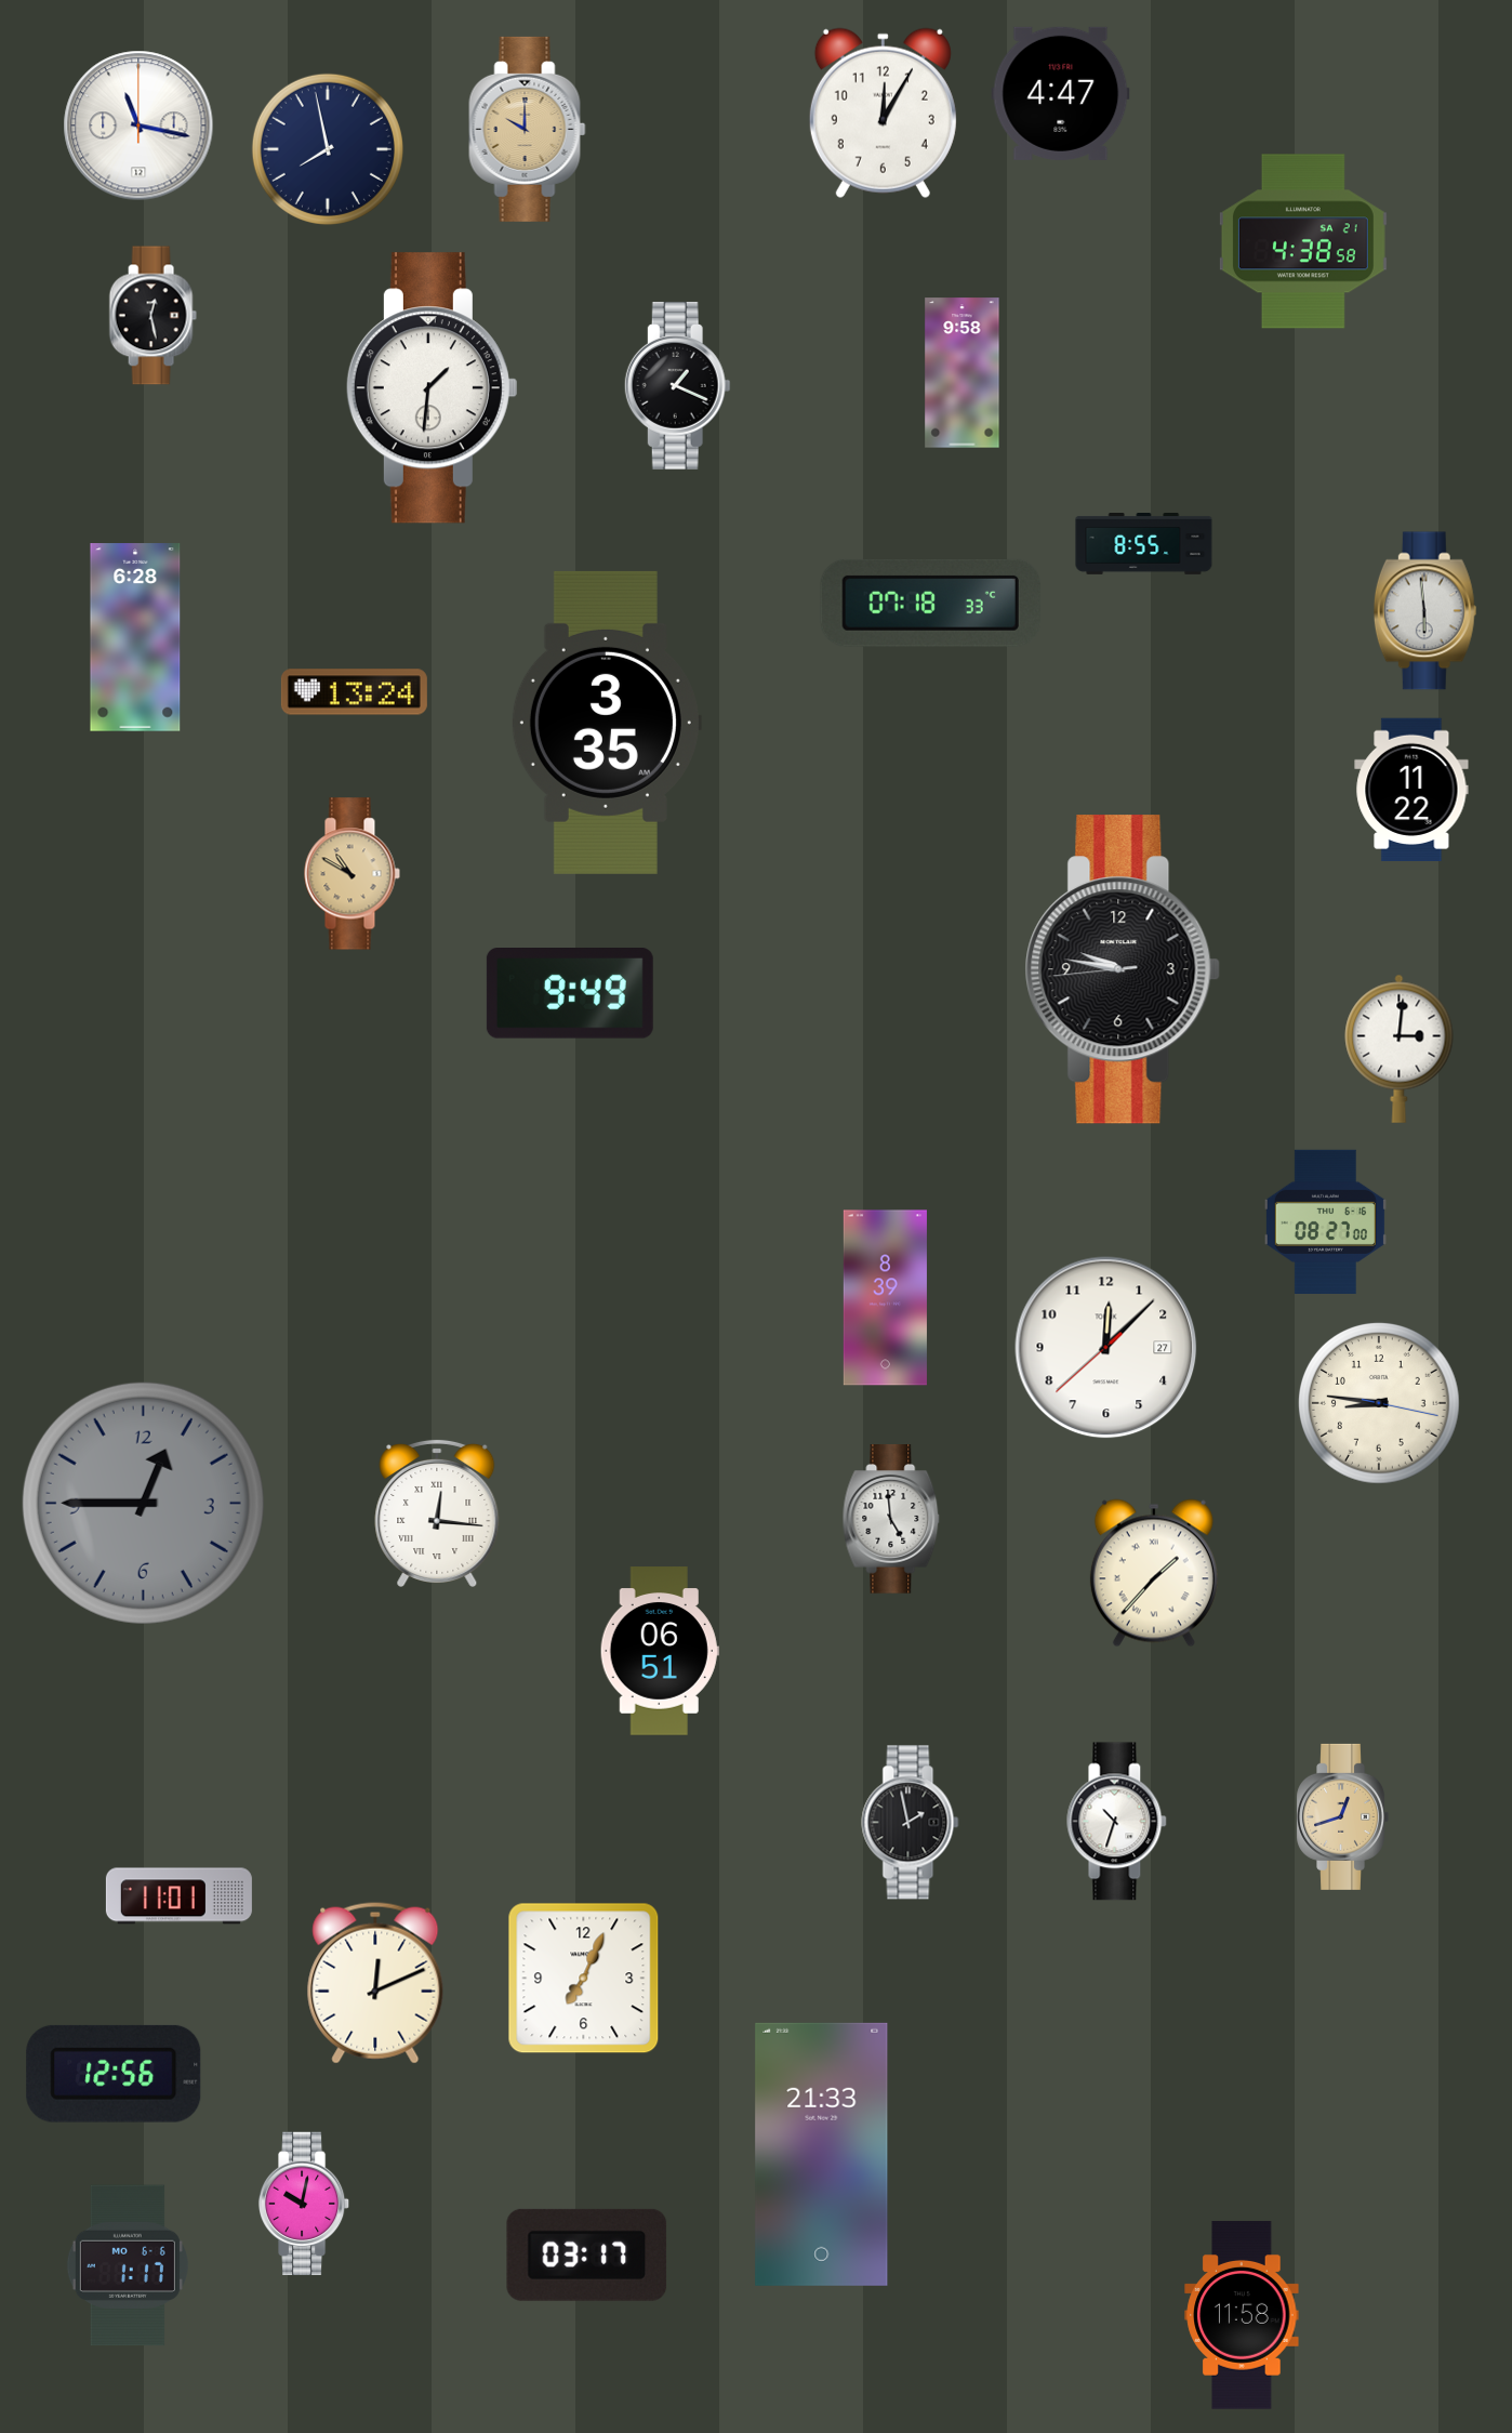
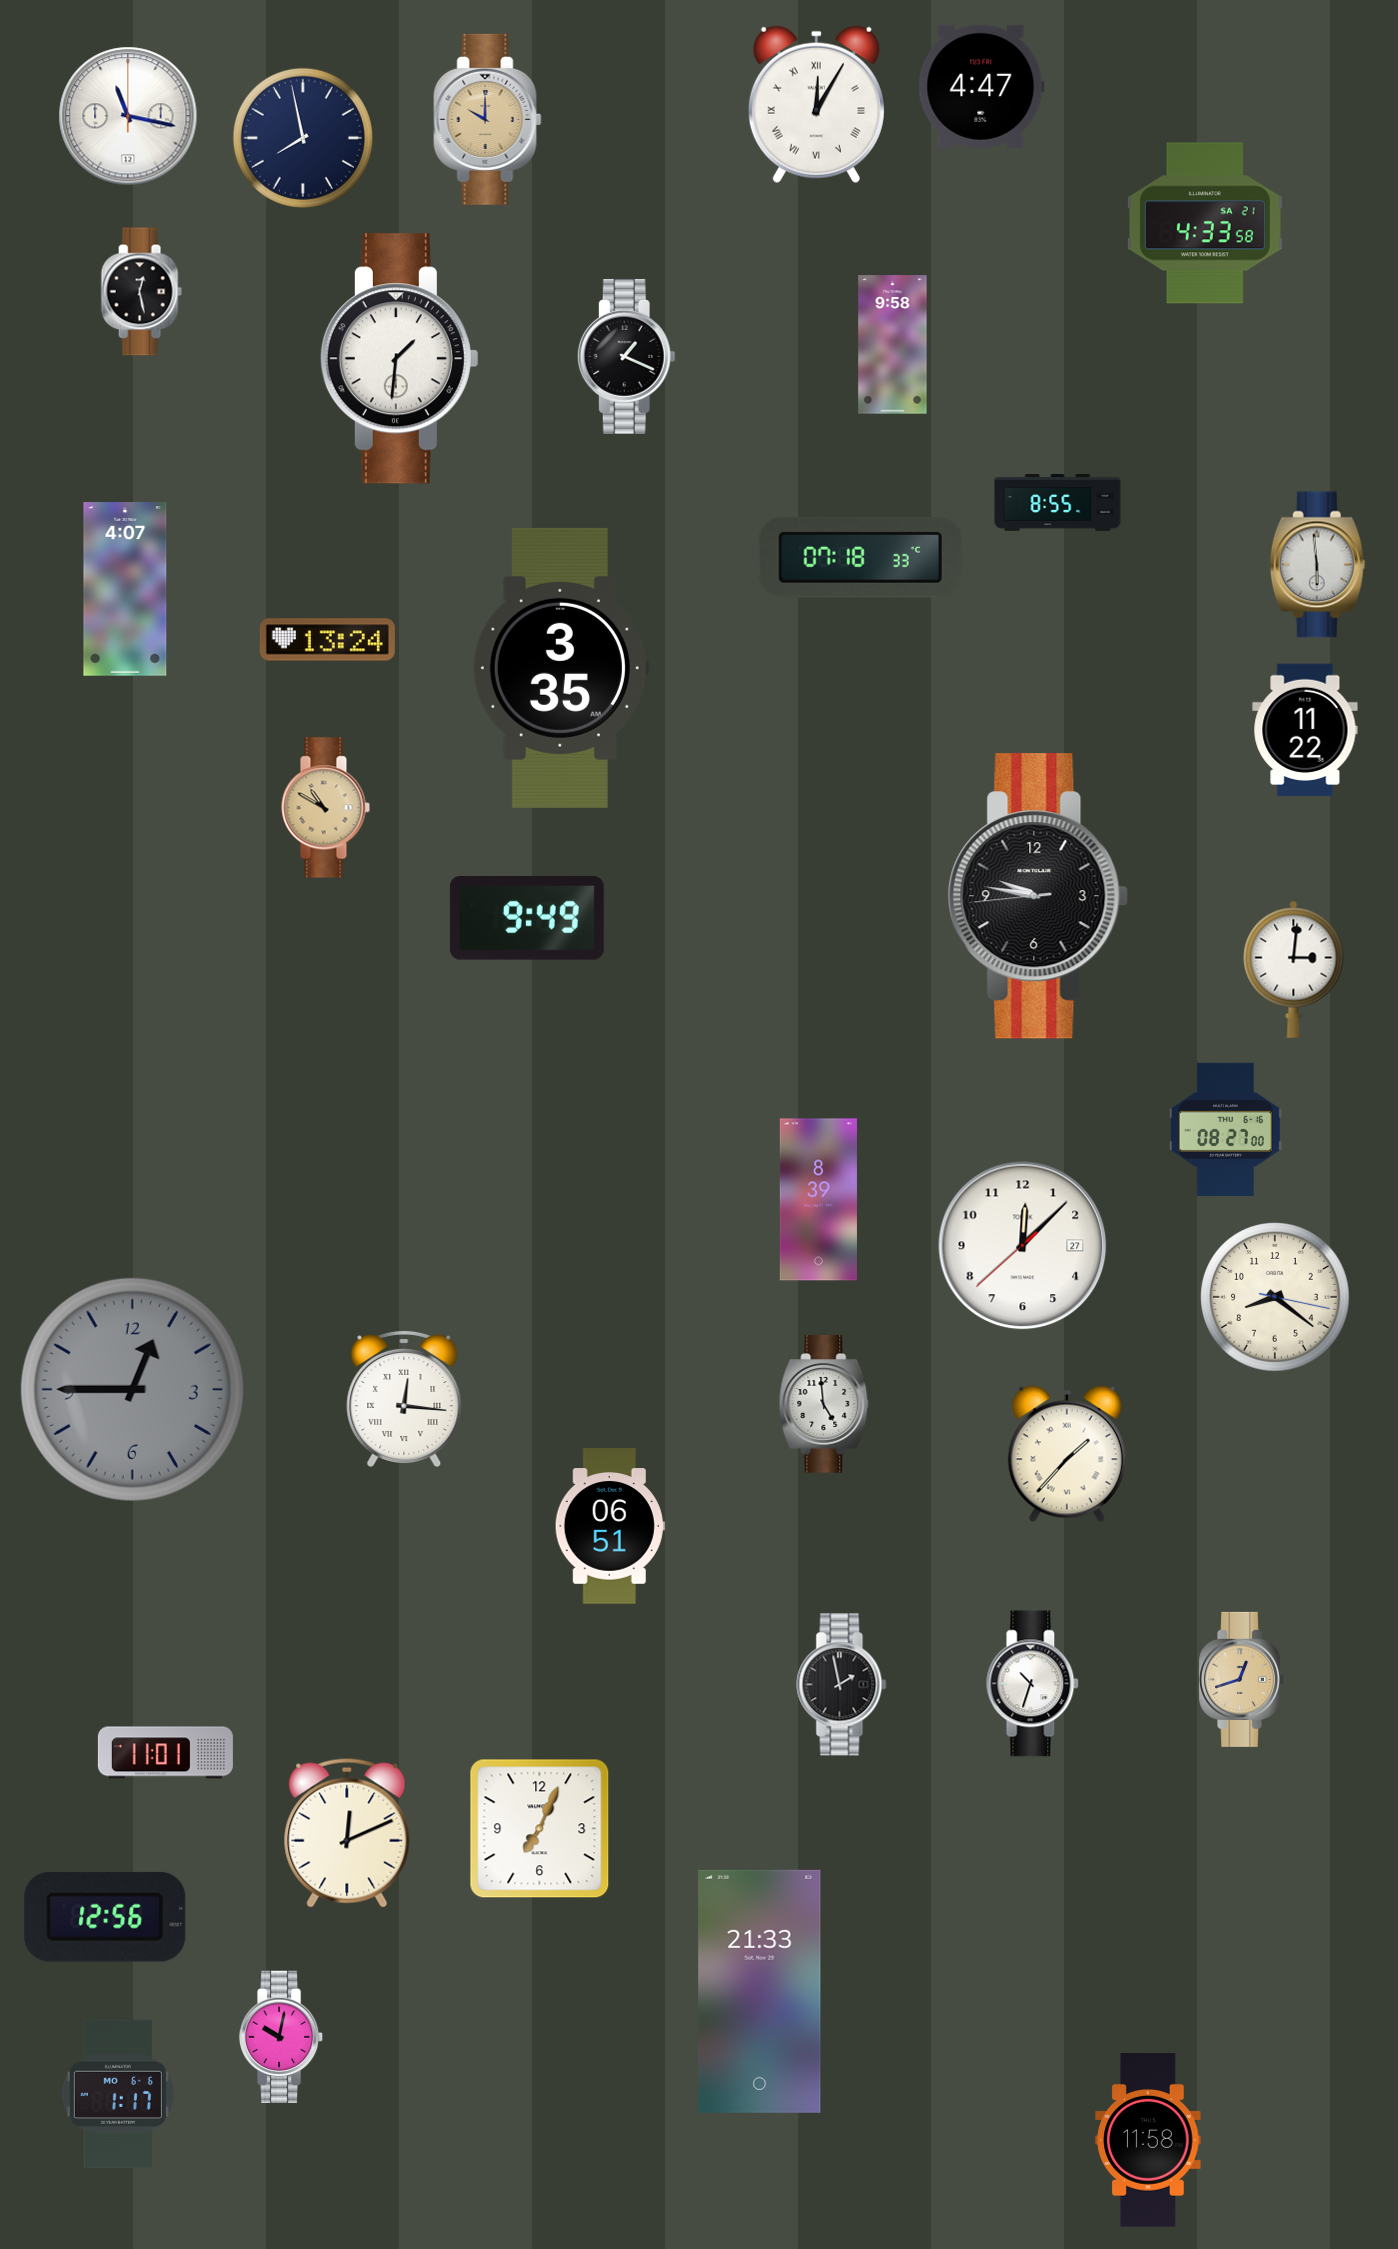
clock at (883, 113) numerals: Arabic -> Roman
clock at (1303, 241): 4:38 -> 4:33
clock at (963, 373) position: (963, 373) -> (893, 345)
clock at (135, 637): 6:28 -> 4:07
clock at (1379, 1403): 8:46 -> 8:21
clock at (587, 2255): 03:17 -> none
